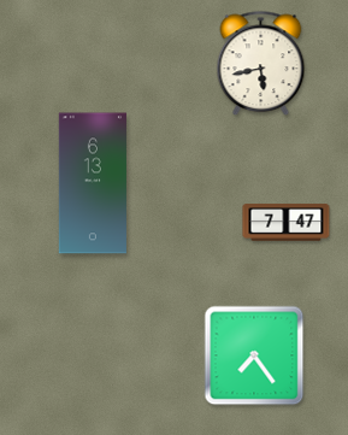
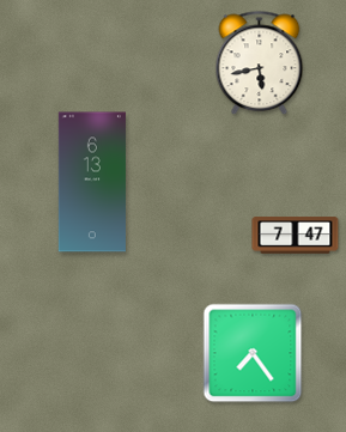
clock at (287, 223) position: (287, 223) -> (296, 236)
